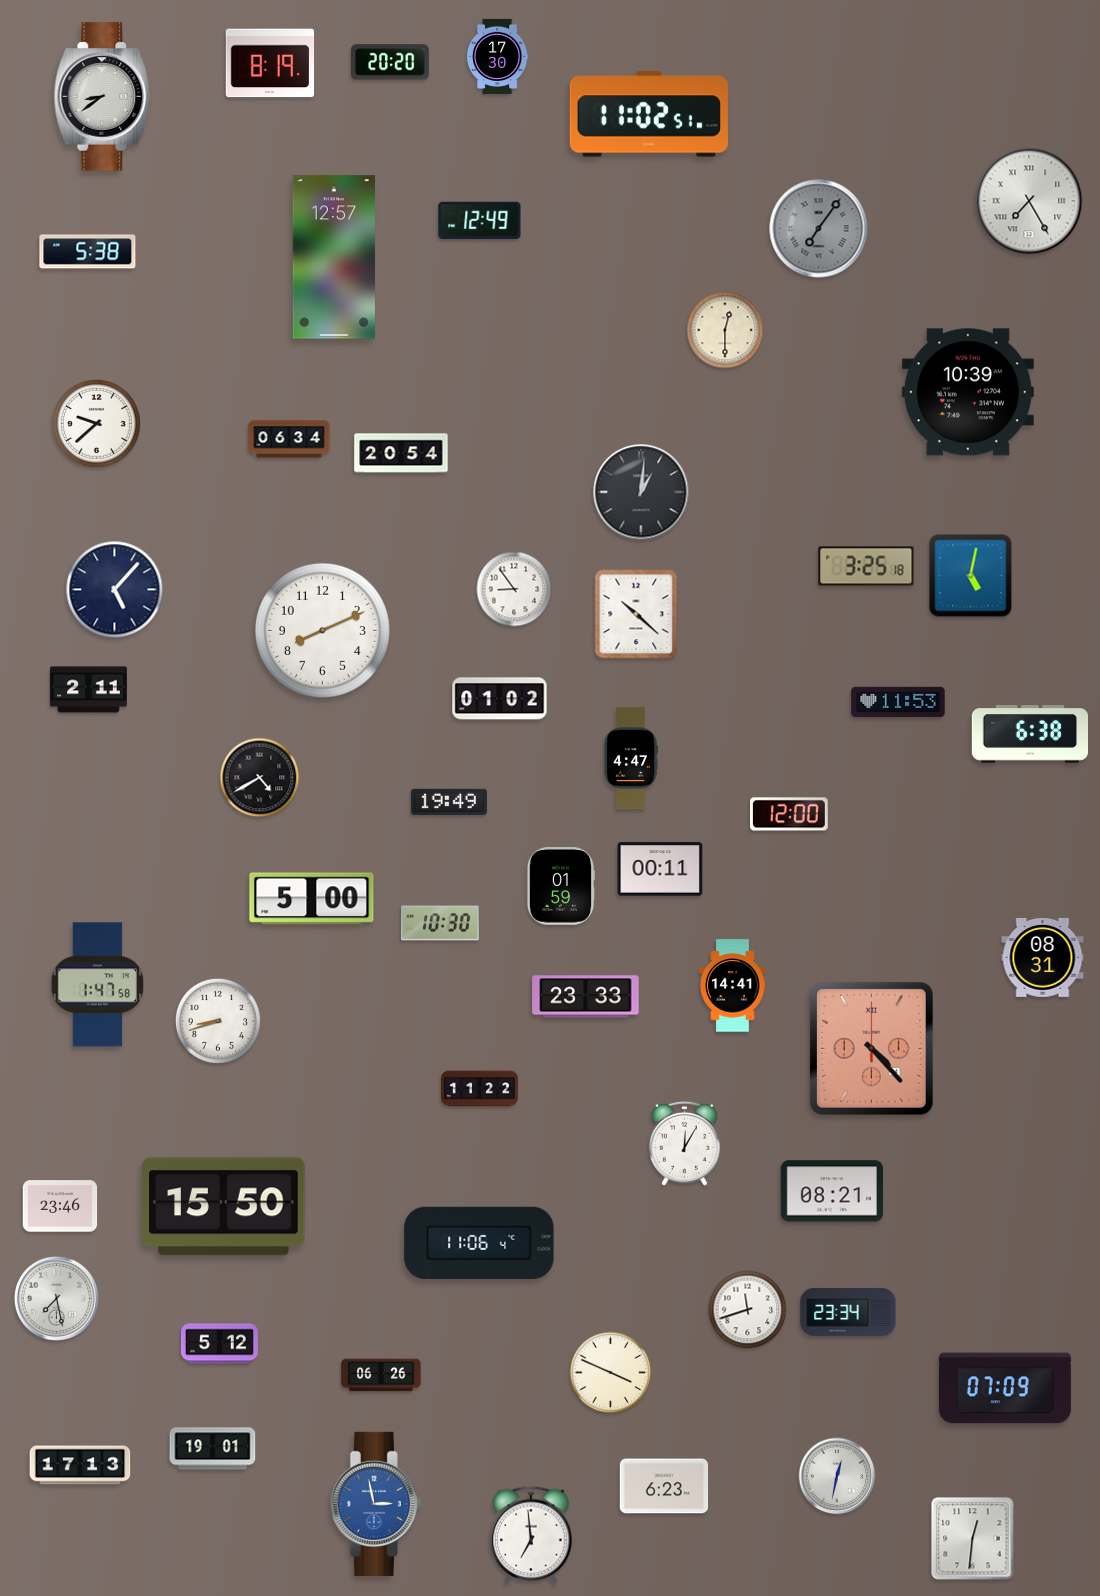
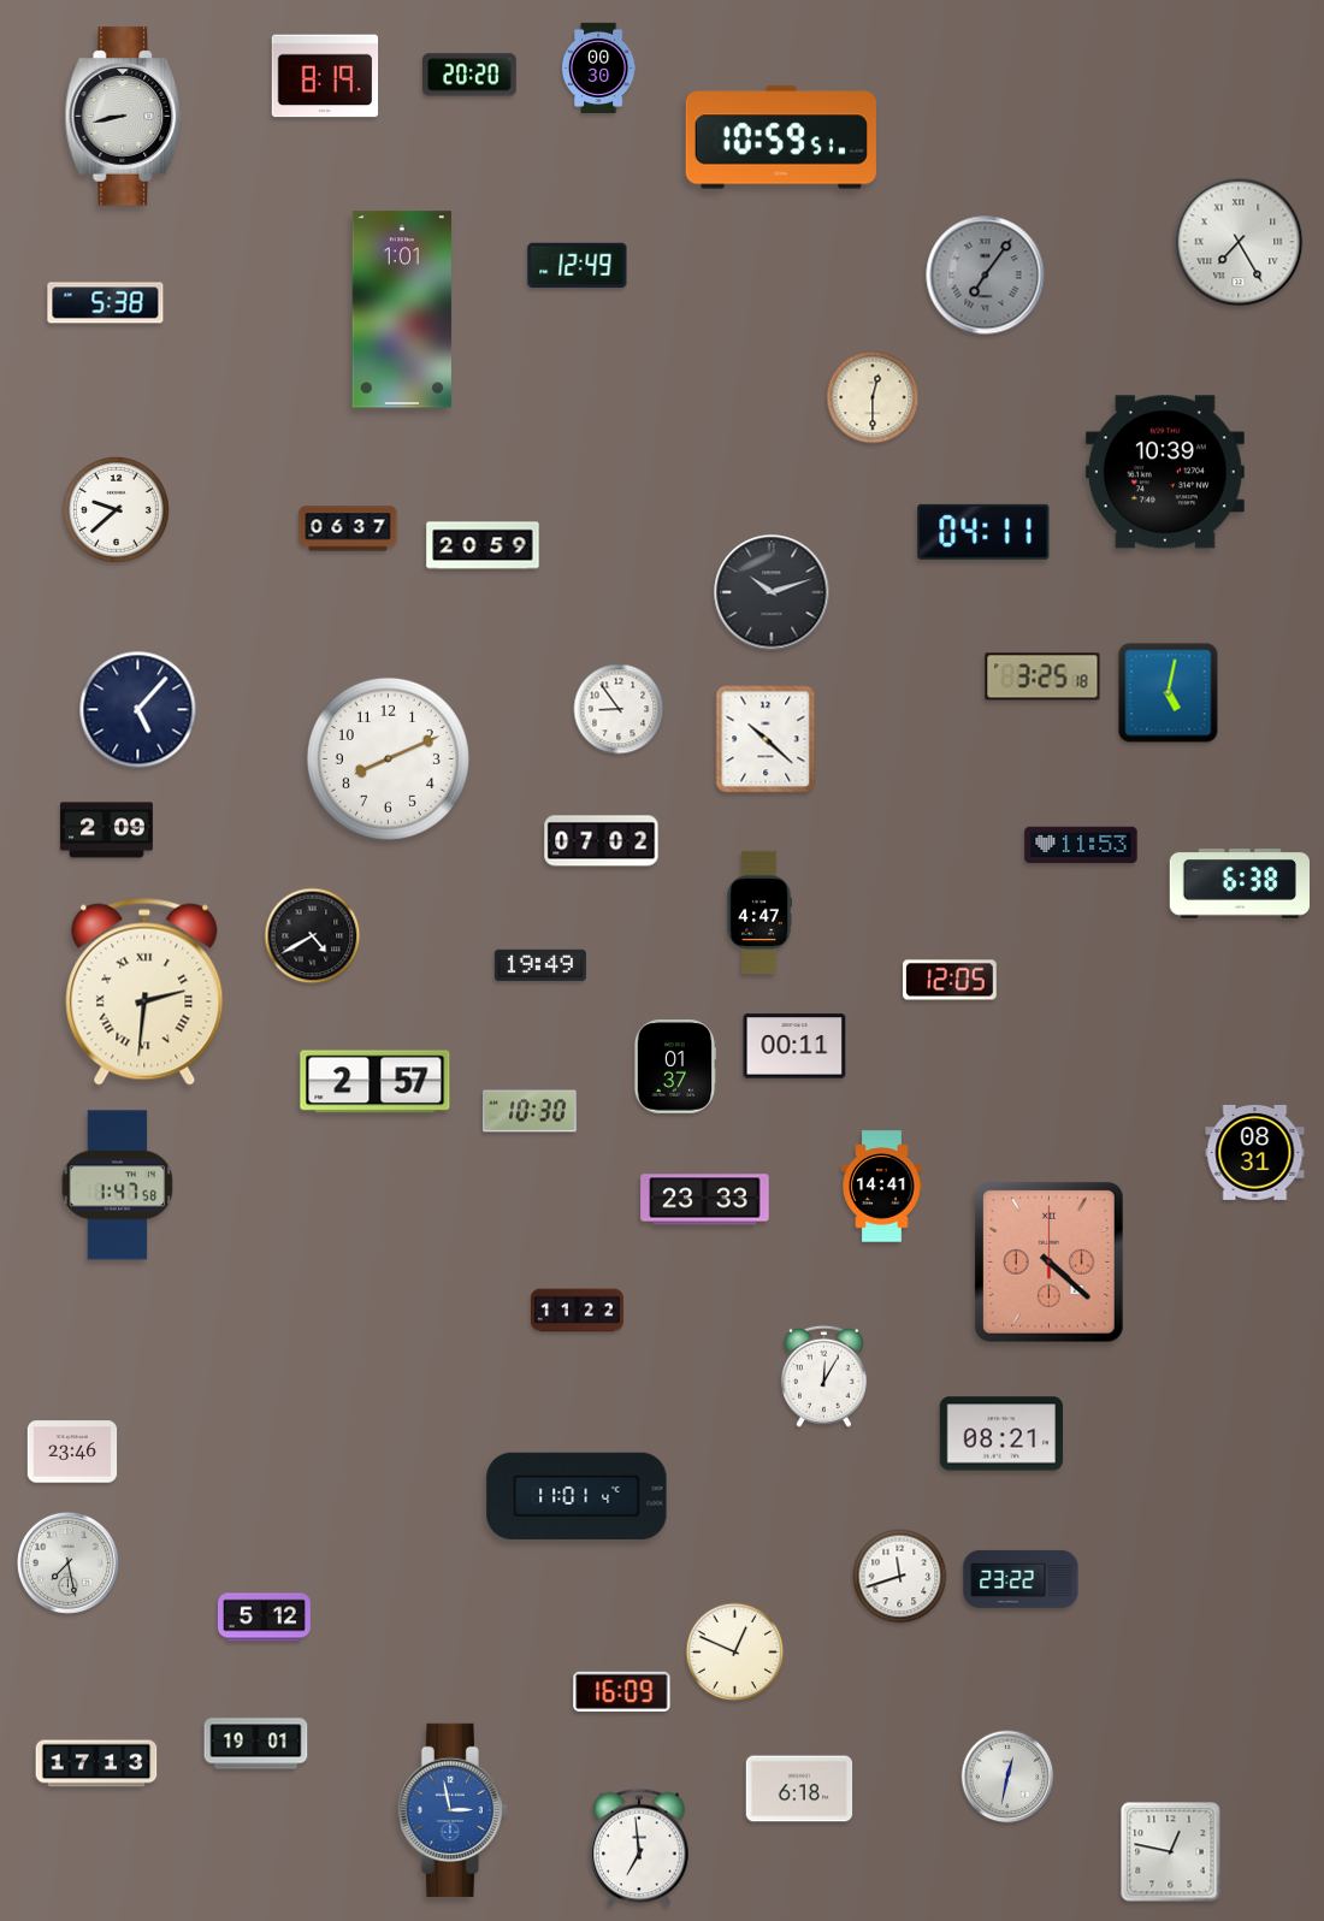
clock at (497, 56): 17:30 -> 00:30
clock at (103, 97): 8:39 -> 8:43
clock at (649, 114): 11:02 -> 10:59
clock at (333, 257): 12:57 -> 1:01
clock at (289, 439): 06:34 -> 06:37
clock at (983, 532): none -> 04:11
clock at (401, 453): 20:54 -> 20:59
clock at (641, 492): 1:01 -> 10:12
clock at (866, 566) position: (866, 566) -> (1042, 676)
clock at (88, 690): 2:11 -> 2:09
clock at (500, 699): 01:02 -> 07:02
clock at (789, 814): 12:00 -> 12:05
clock at (144, 992): none -> 2:31
clock at (561, 886): 01:59 -> 01:37
clock at (312, 899): 5:00 -> 2:57
clock at (218, 1021): 8:42 -> none
clock at (871, 1048): 4:23 -> 4:22
clock at (224, 1207): 15:50 -> none
clock at (479, 1243): 11:06 -> 11:01
clock at (848, 1312): 23:34 -> 23:22
clock at (611, 1373): 3:49 -> 12:49
clock at (381, 1375): 06:26 -> none
clock at (1005, 1388): 07:09 -> none
clock at (622, 1691): none -> 16:09
clock at (664, 1486): 6:23 -> 6:18
clock at (973, 1539): 12:31 -> 12:47
